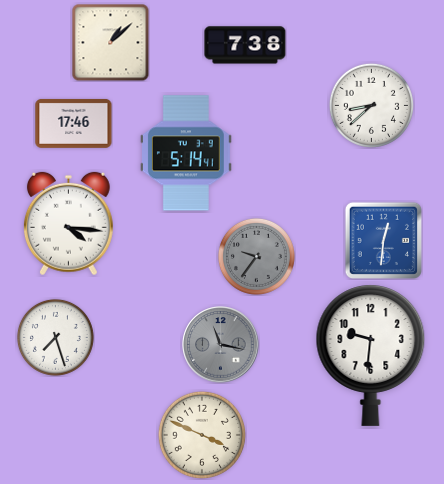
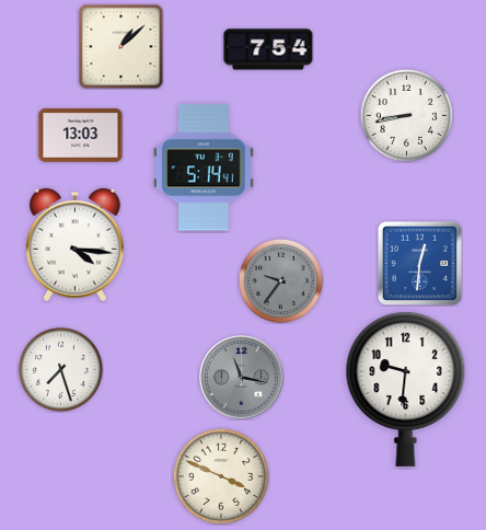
clock at (245, 45): 7:38 -> 7:54
clock at (371, 105): 8:38 -> 8:43
clock at (74, 123): 17:46 -> 13:03
